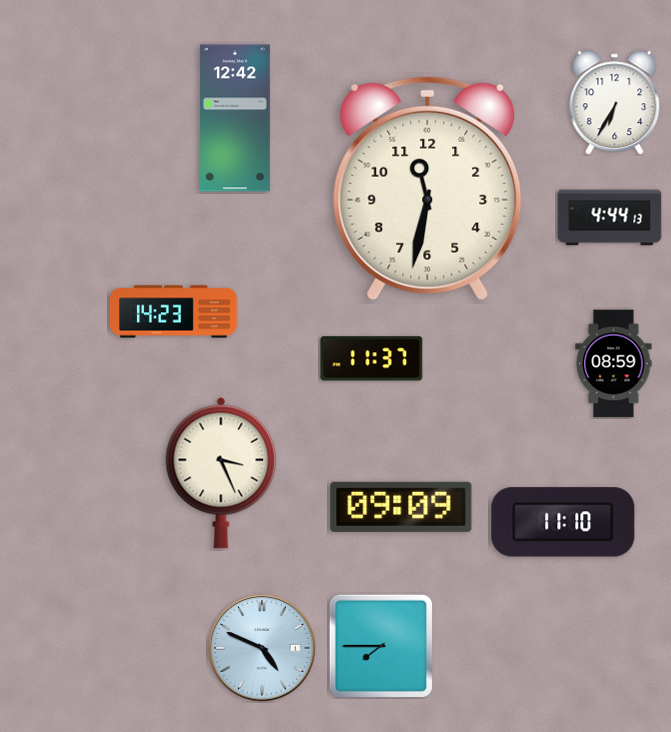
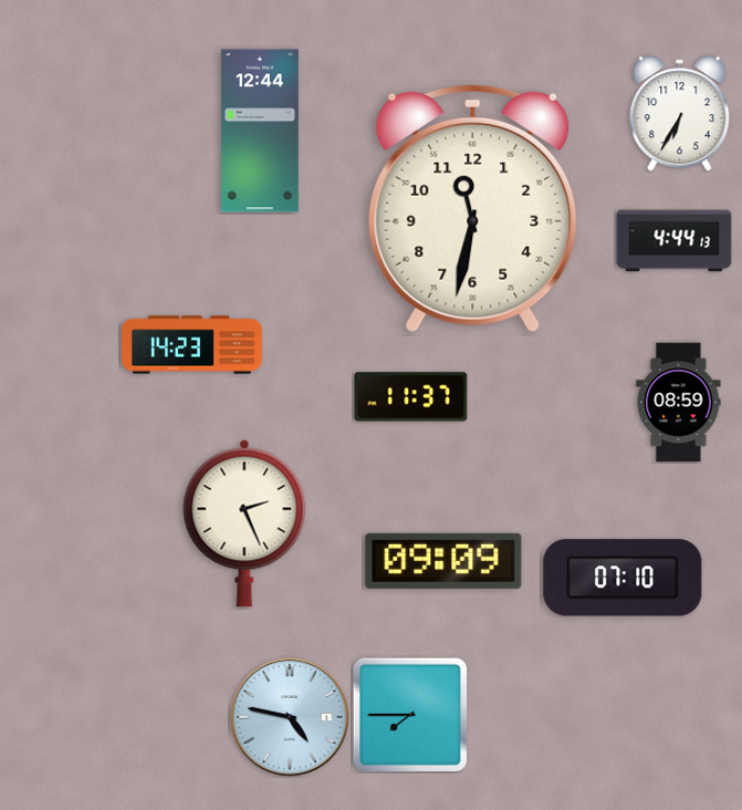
clock at (235, 118): 12:42 -> 12:44
clock at (221, 473): 3:26 -> 2:26
clock at (563, 522): 11:10 -> 07:10
clock at (381, 646) position: (381, 646) -> (410, 715)
clock at (262, 648): 4:49 -> 4:47
